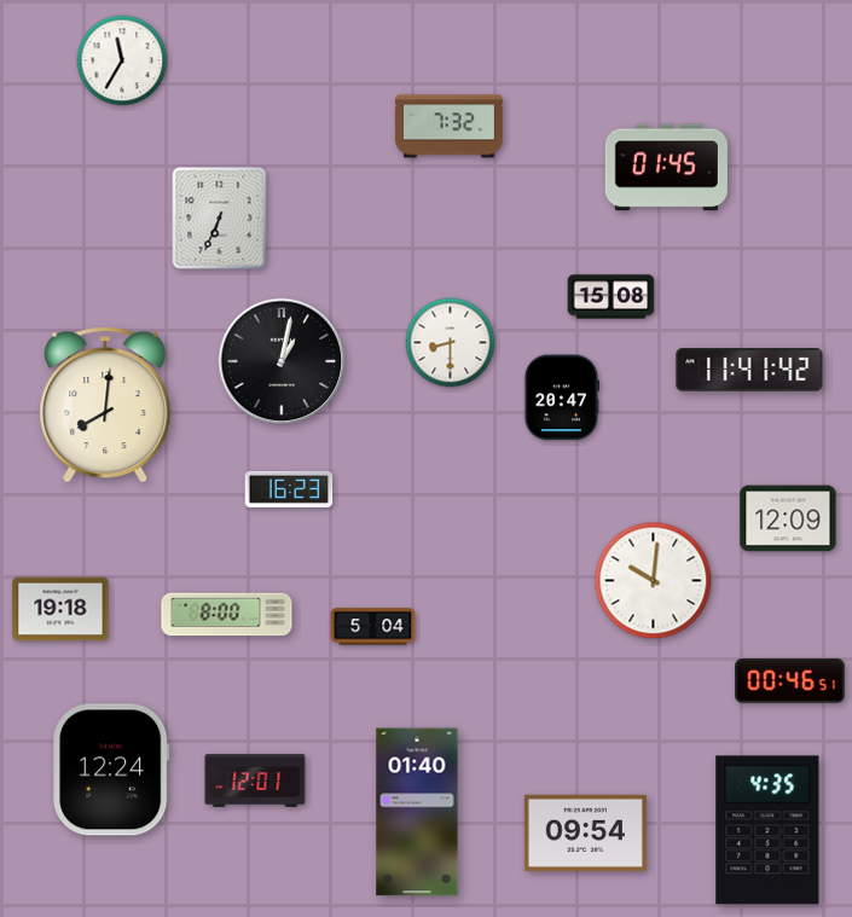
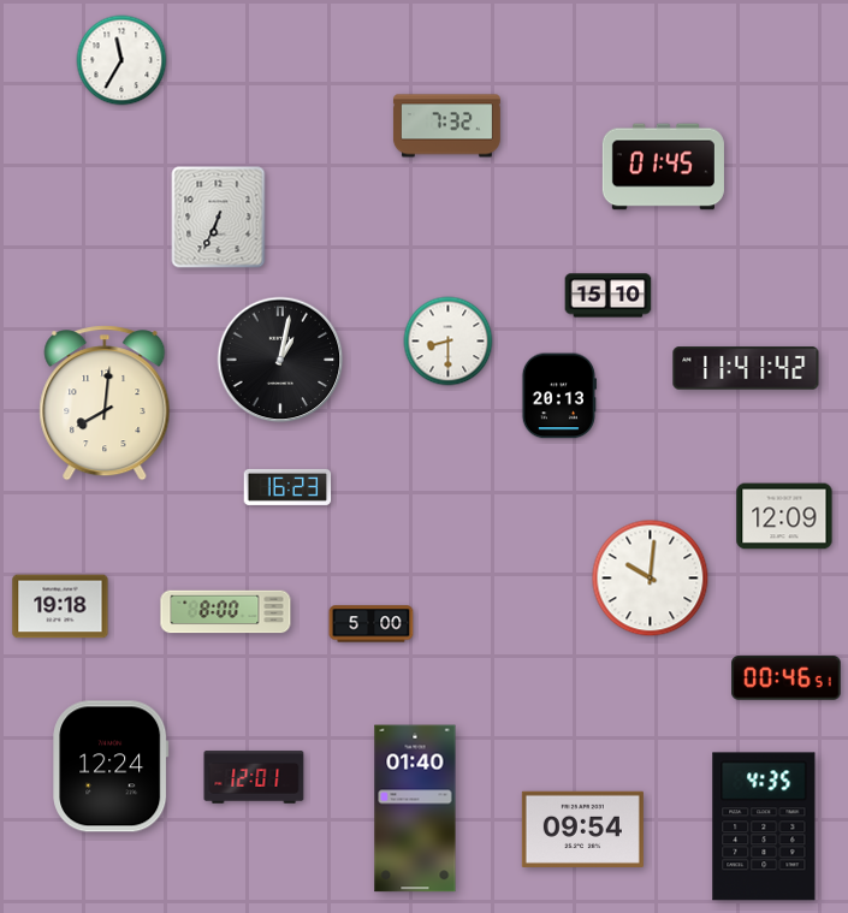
clock at (612, 297): 15:08 -> 15:10
clock at (562, 397): 20:47 -> 20:13
clock at (373, 627): 5:04 -> 5:00
